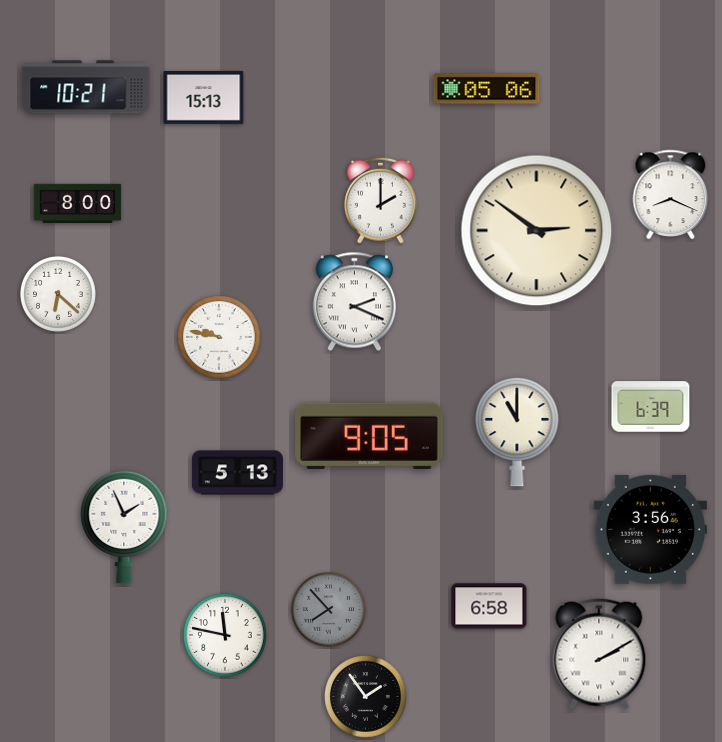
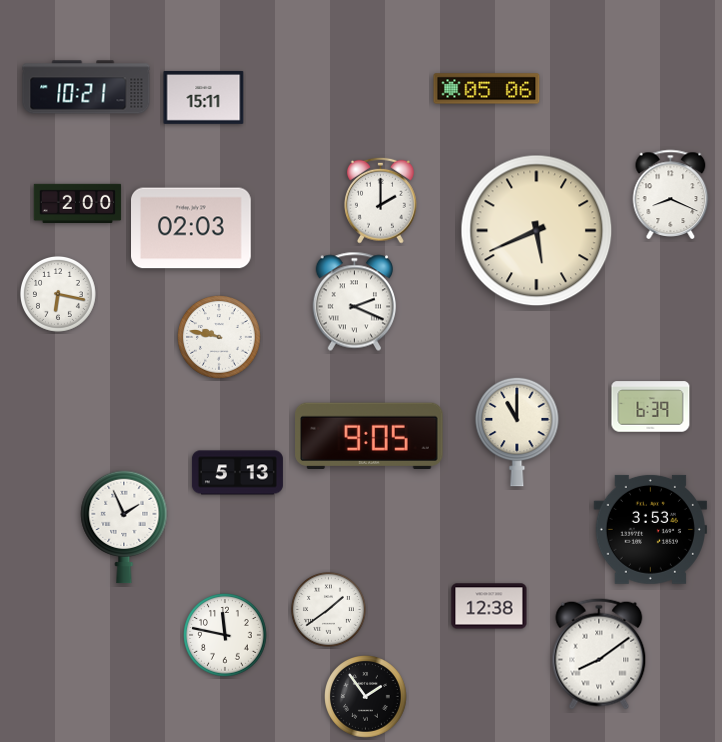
clock at (204, 97): 15:13 -> 15:11
clock at (78, 203): 8:00 -> 2:00
clock at (192, 228): none -> 02:03
clock at (537, 231): 2:51 -> 5:41
clock at (58, 294): 6:22 -> 6:17
clock at (650, 529): 3:56 -> 3:53
clock at (489, 606): 6:58 -> 12:38
clock at (328, 609): 7:53 -> 1:39
clock at (328, 609) dial: grey -> white
clock at (599, 654): 2:10 -> 8:09
